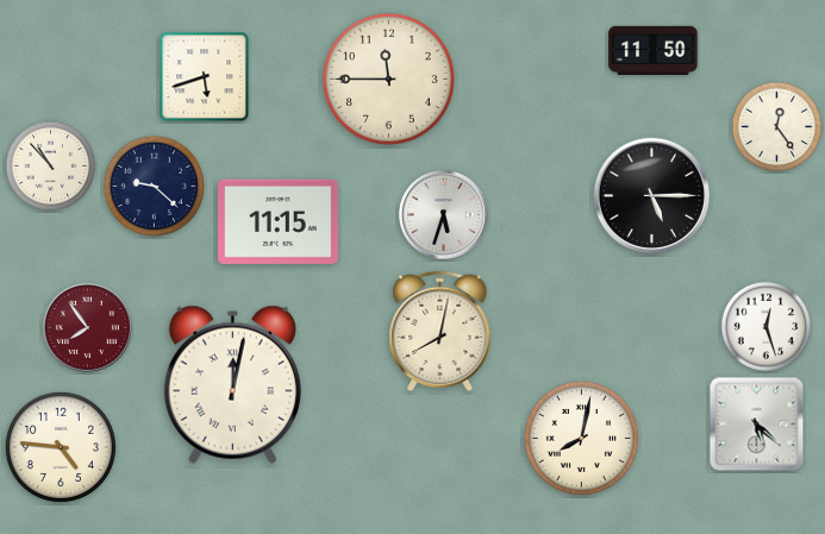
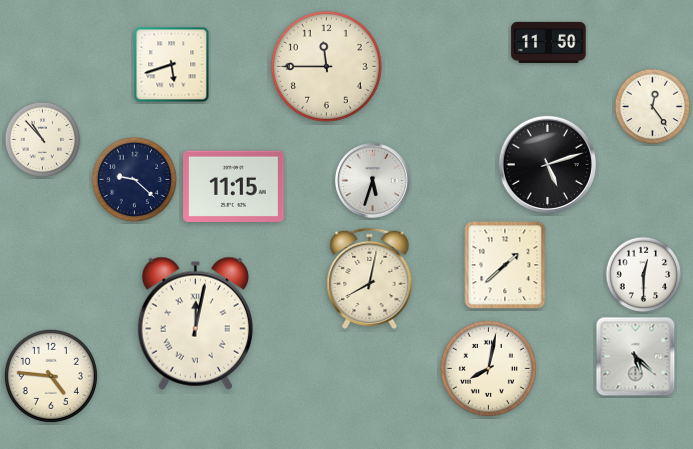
clock at (154, 186) position: (154, 186) -> (134, 179)
clock at (651, 195): 5:15 -> 5:12
clock at (505, 265): none -> 1:38
clock at (87, 327): 7:54 -> none
clock at (767, 327): 12:27 -> 12:30
